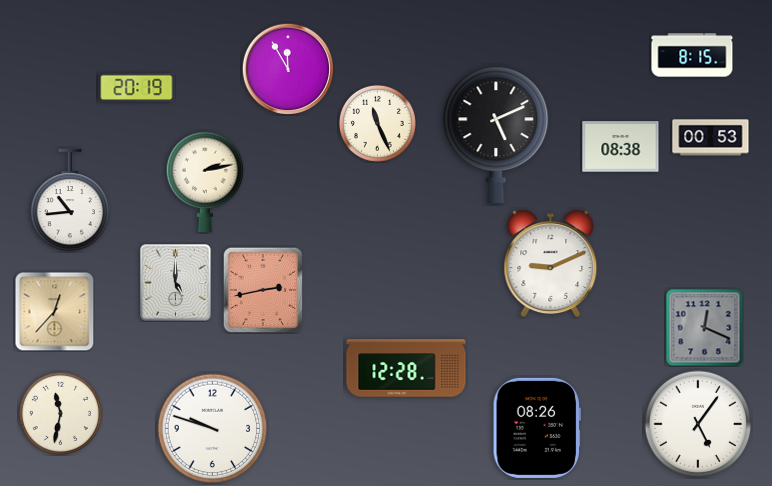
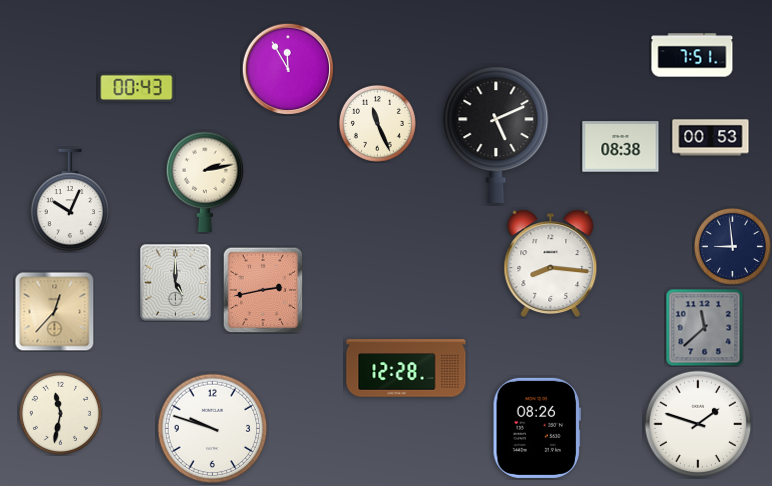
clock at (692, 55): 8:15 -> 7:51
clock at (137, 88): 20:19 -> 00:43
clock at (69, 200): 10:44 -> 10:04
clock at (732, 246): none -> 8:59
clock at (551, 264): 9:11 -> 8:16
clock at (704, 327): 12:19 -> 11:38
clock at (698, 424): 5:06 -> 1:48
